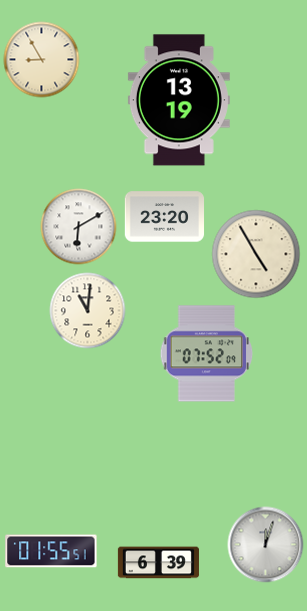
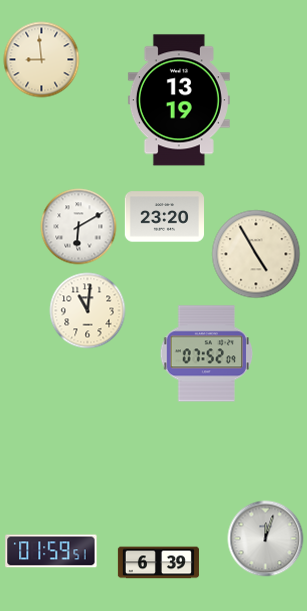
clock at (42, 60): 8:55 -> 8:59
clock at (266, 545) position: (266, 545) -> (266, 539)
clock at (51, 551): 01:55 -> 01:59
